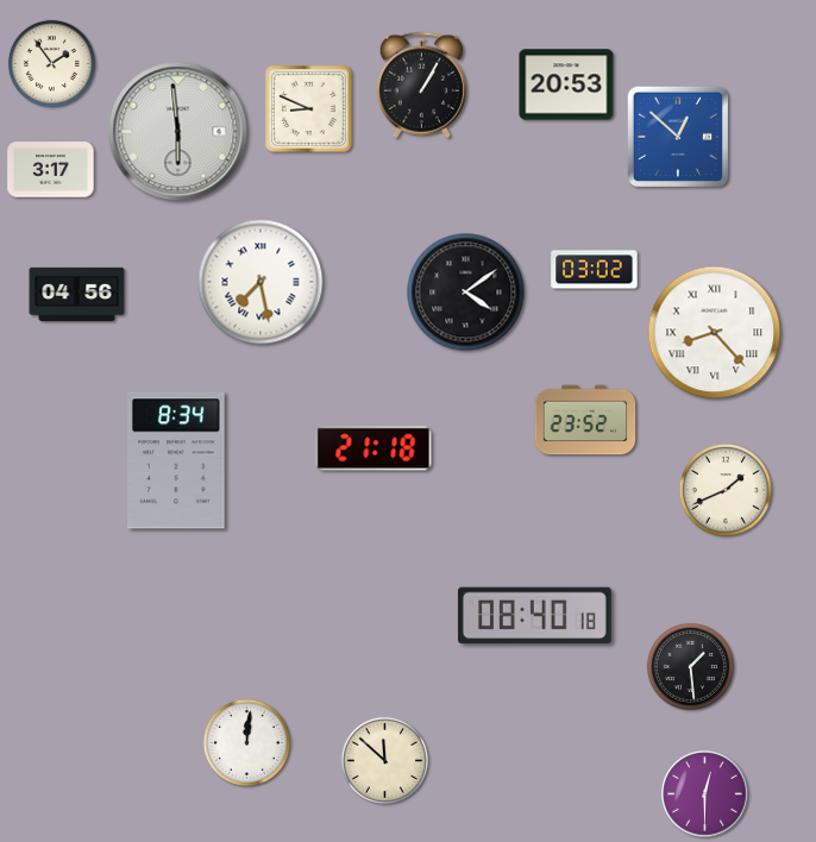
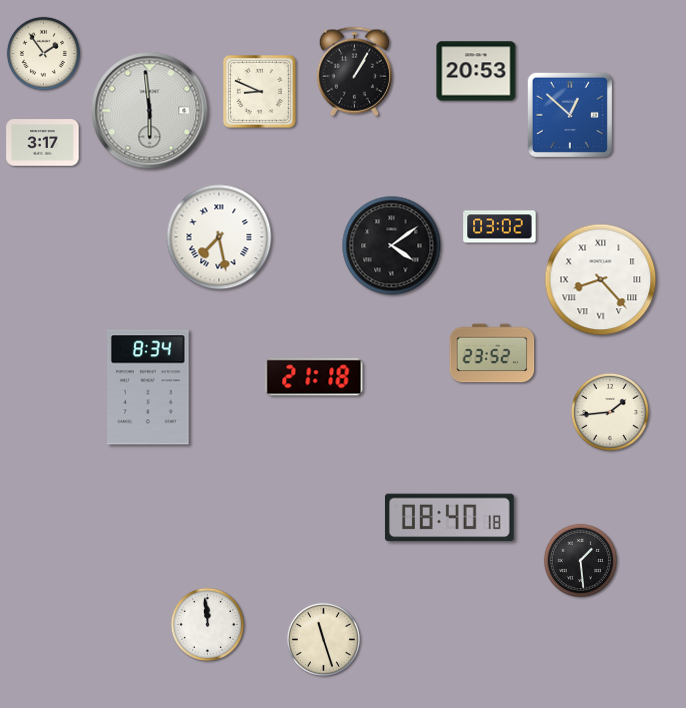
clock at (77, 294): 04:56 -> none
clock at (726, 490): 1:41 -> 1:44
clock at (246, 742): 12:01 -> 11:59
clock at (384, 760): 11:52 -> 11:27
clock at (705, 794): 12:30 -> none
